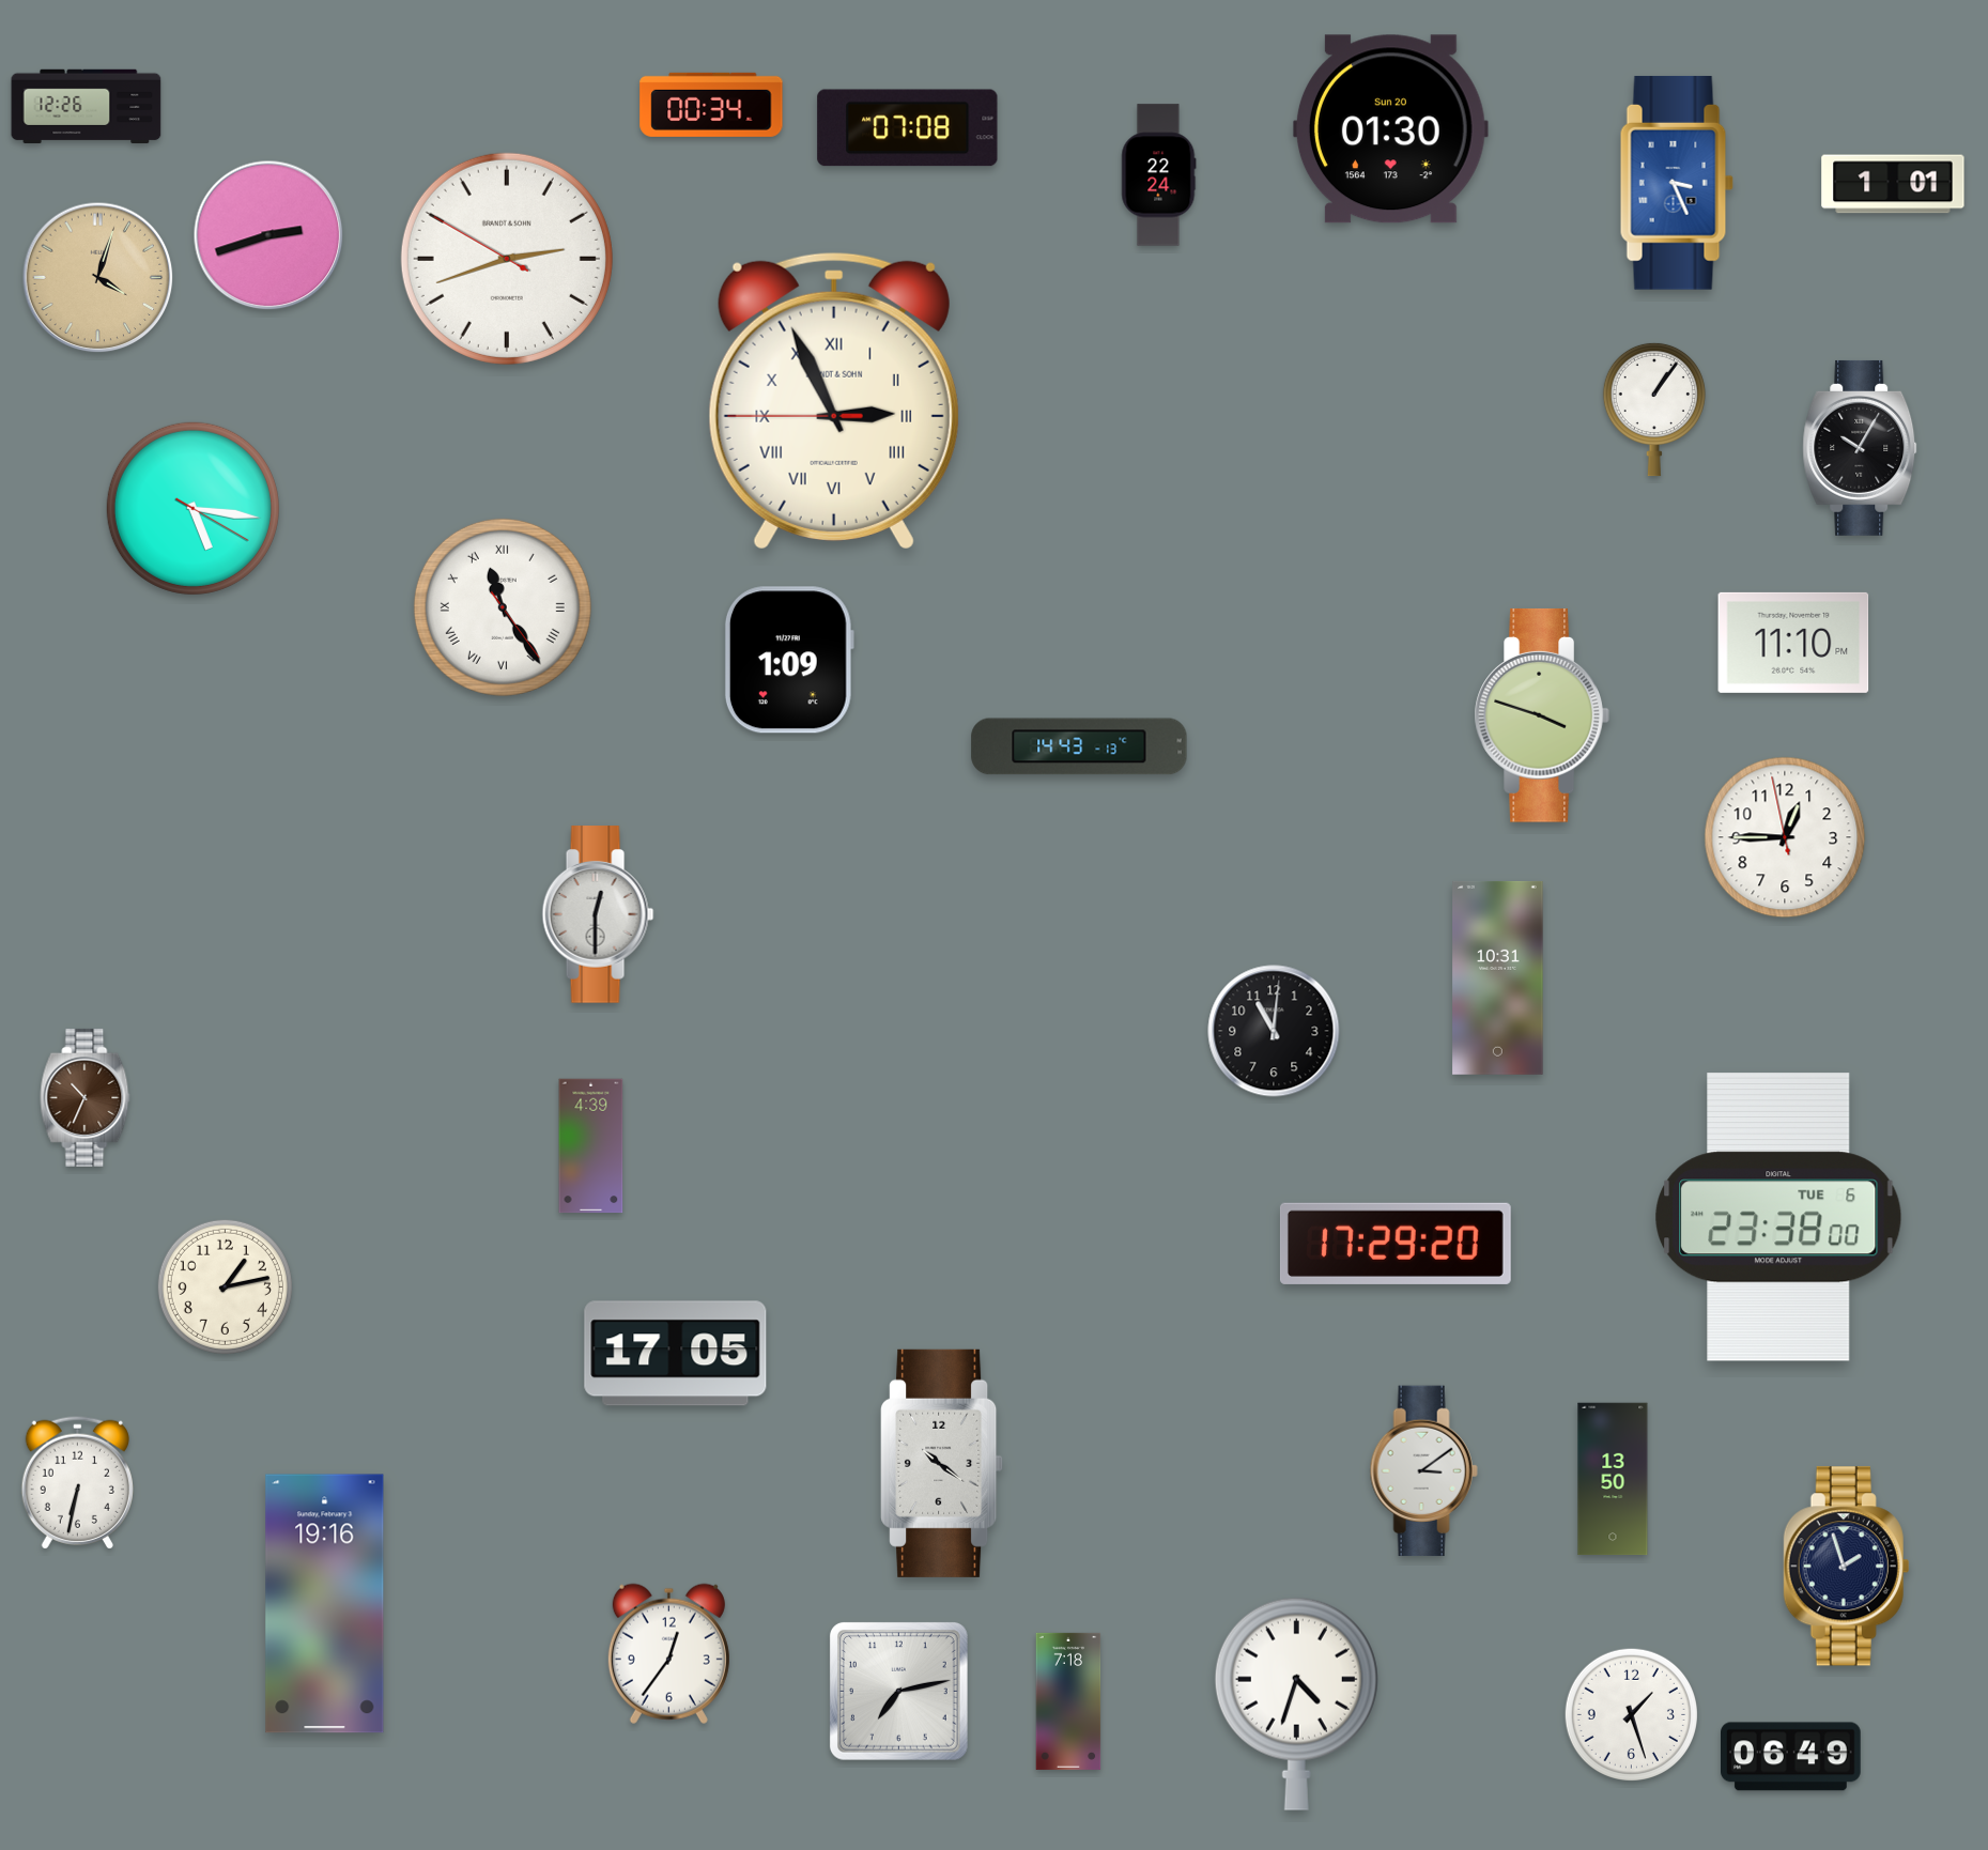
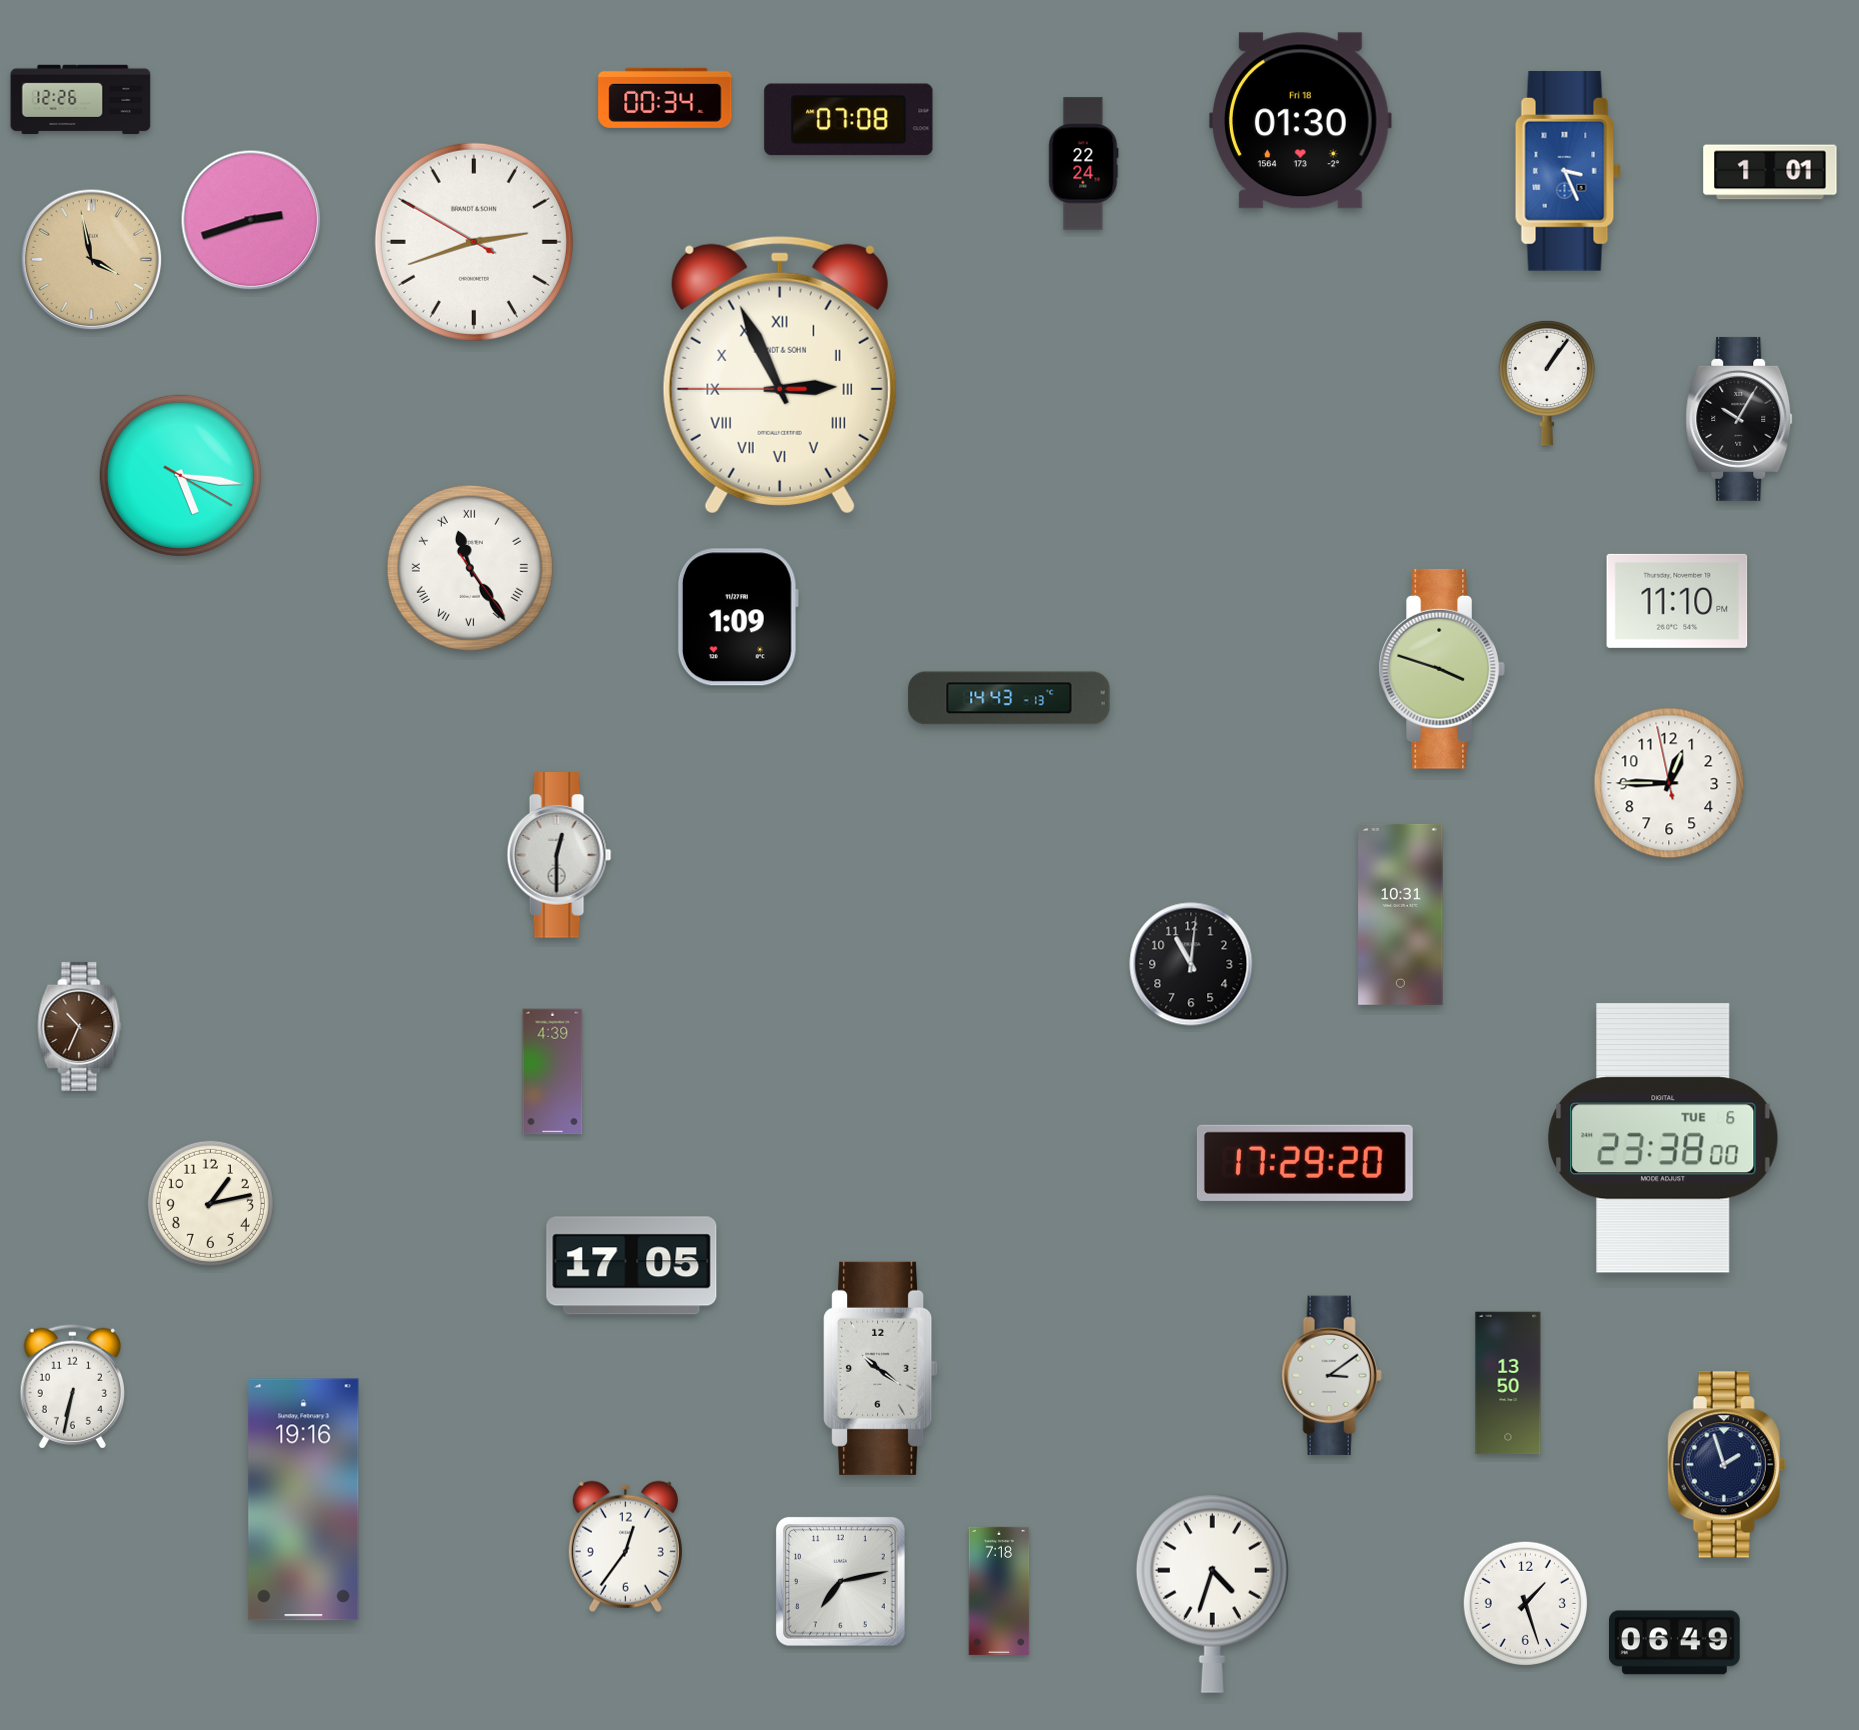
clock at (1390, 129) date: Sun 20 -> Fri 18
clock at (98, 278): 4:03 -> 3:58
